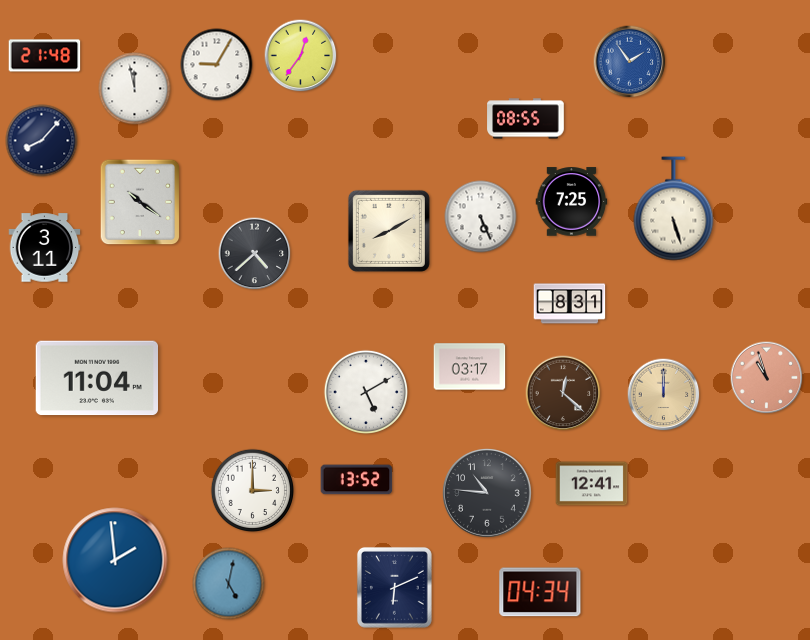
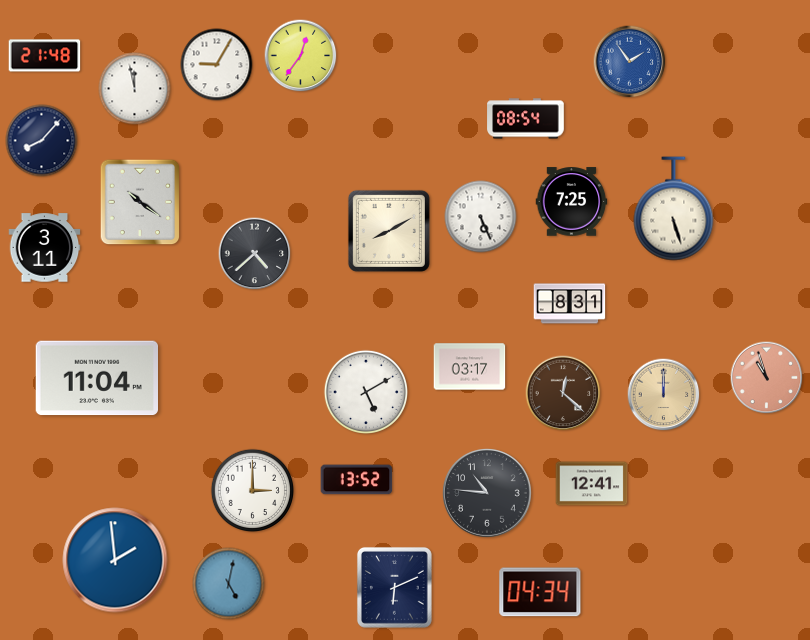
clock at (526, 119): 08:55 -> 08:54
